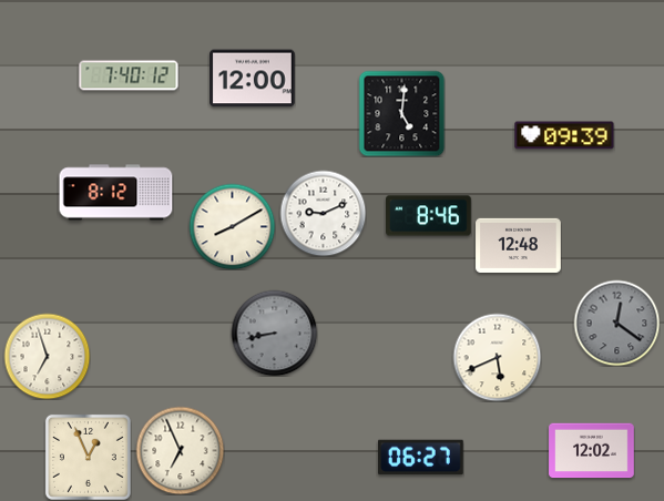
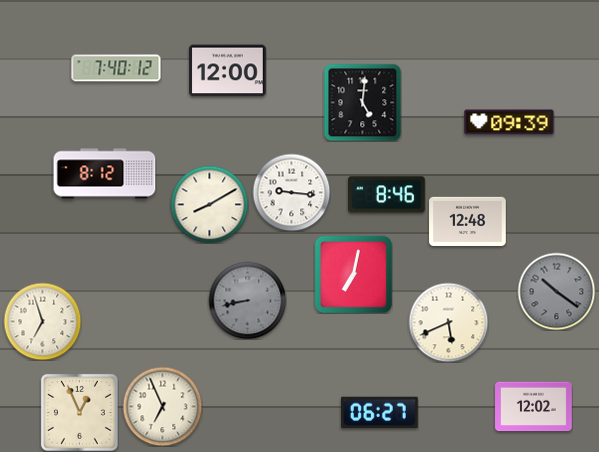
clock at (323, 213): 9:11 -> 9:16
clock at (353, 274): none -> 7:02
clock at (616, 323): 12:21 -> 10:21
